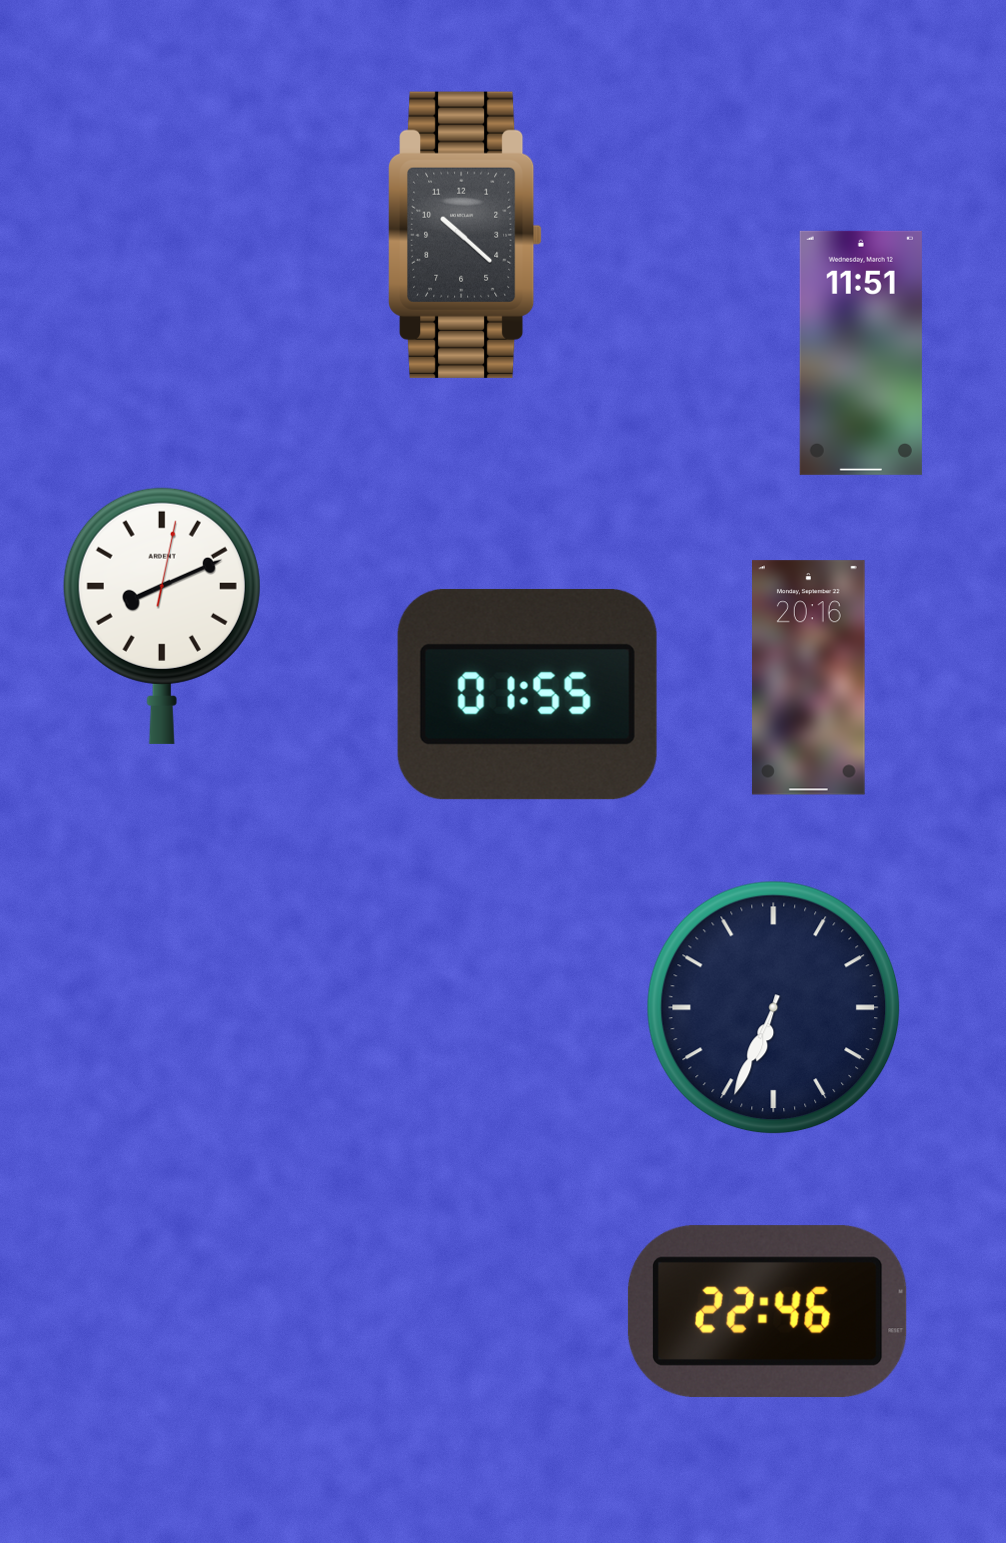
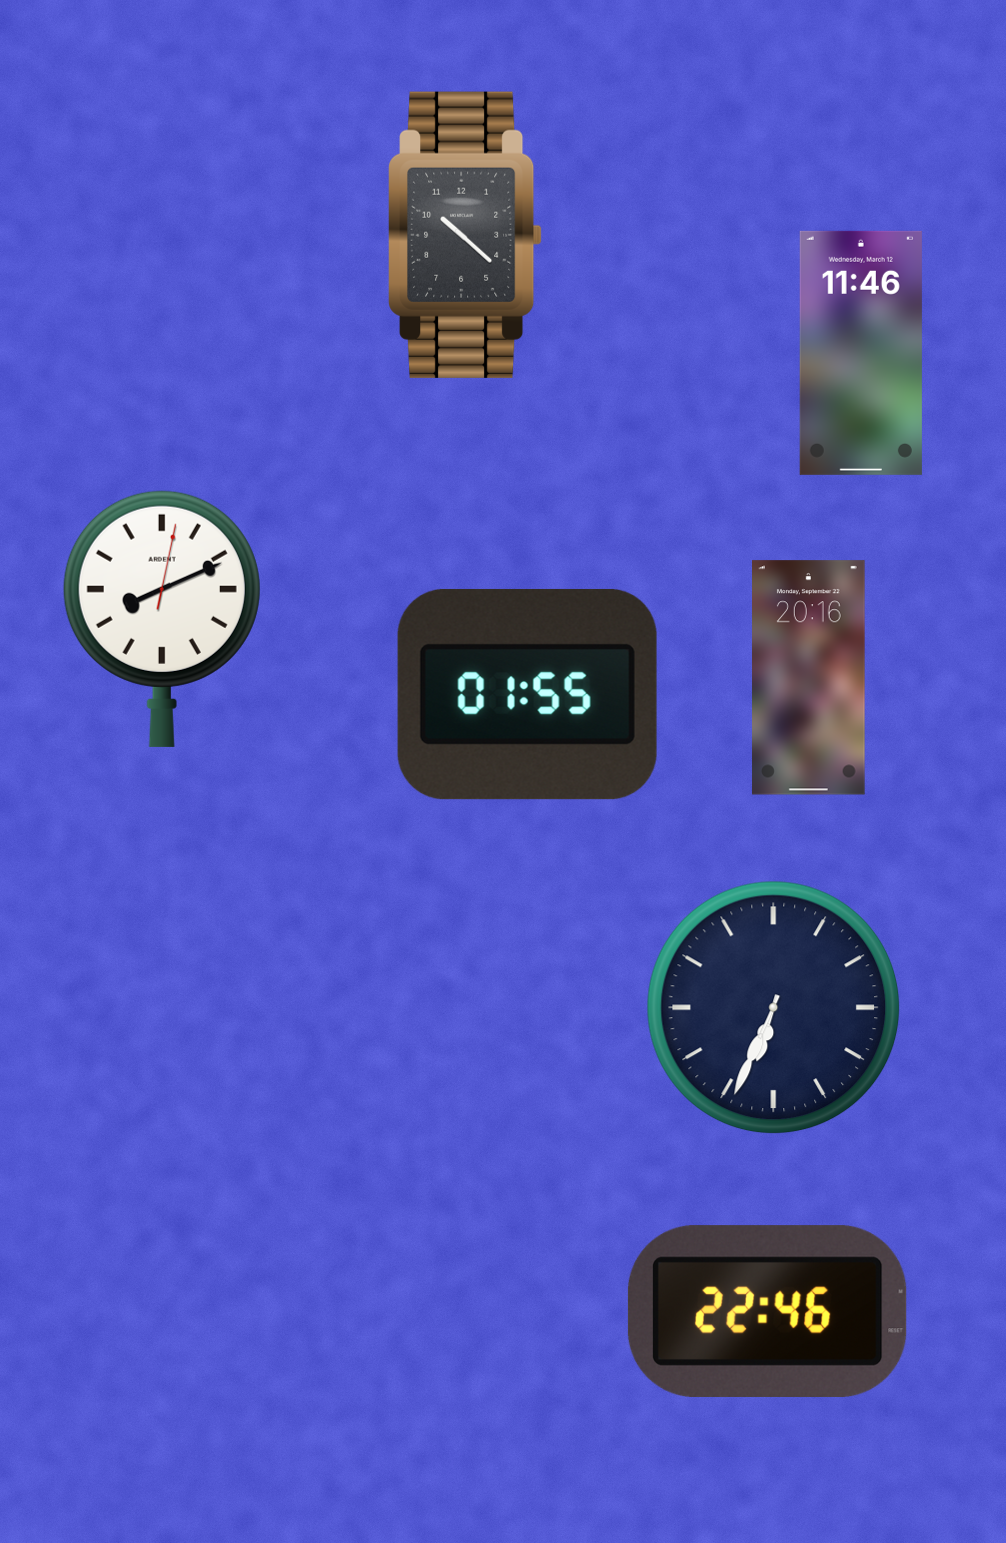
clock at (861, 353): 11:51 -> 11:46
clock at (162, 615) position: (162, 615) -> (162, 618)
